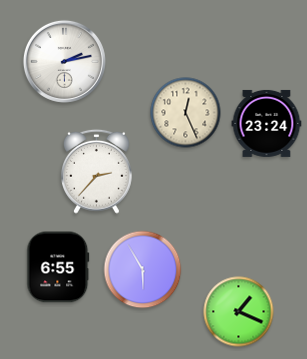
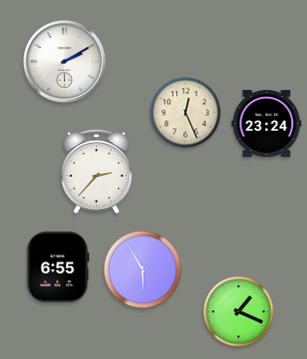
clock at (64, 61): 2:13 -> 2:10
